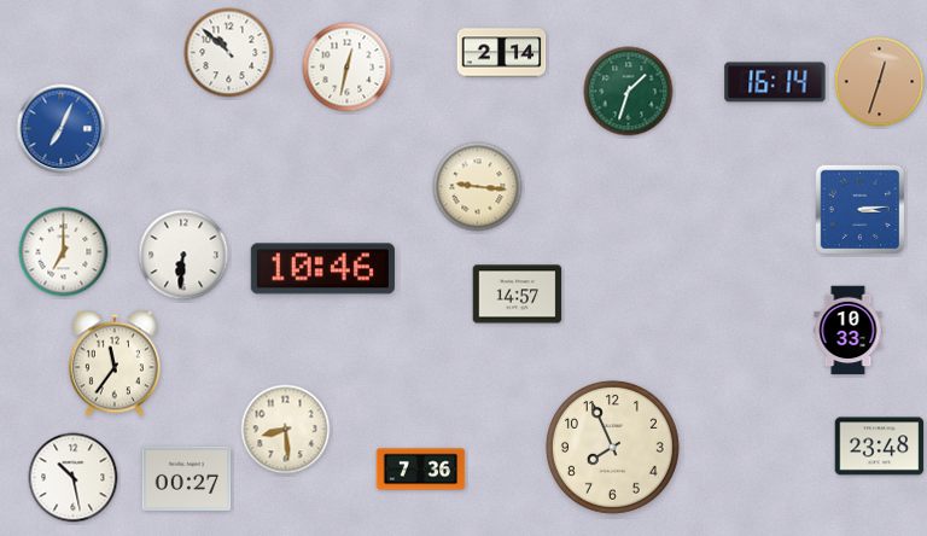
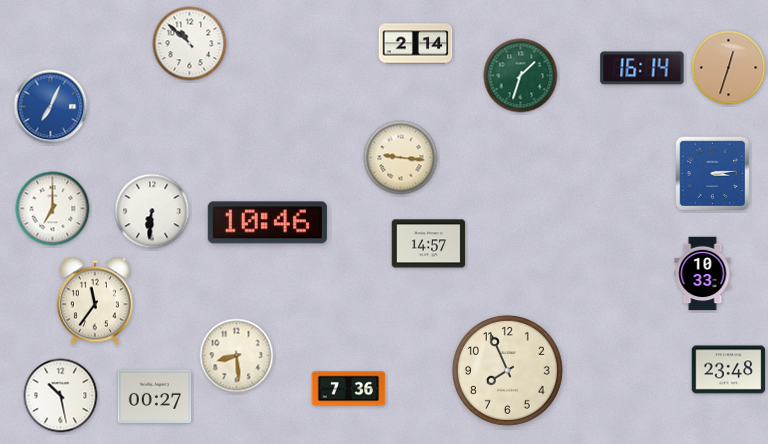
clock at (348, 68): 12:32 -> none
clock at (478, 187) position: (478, 187) -> (401, 158)
